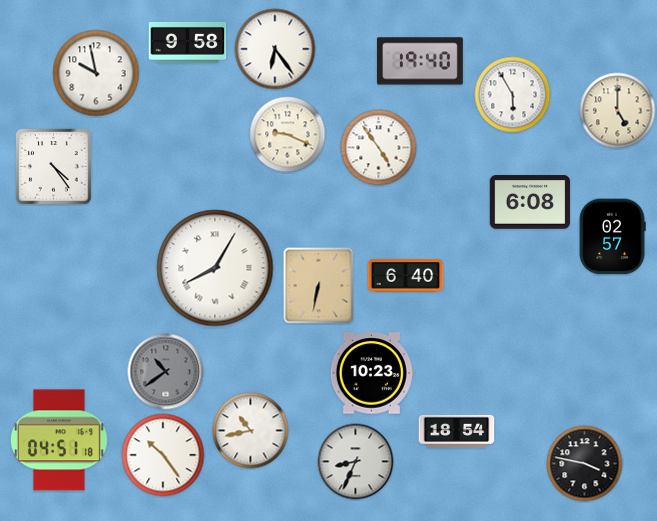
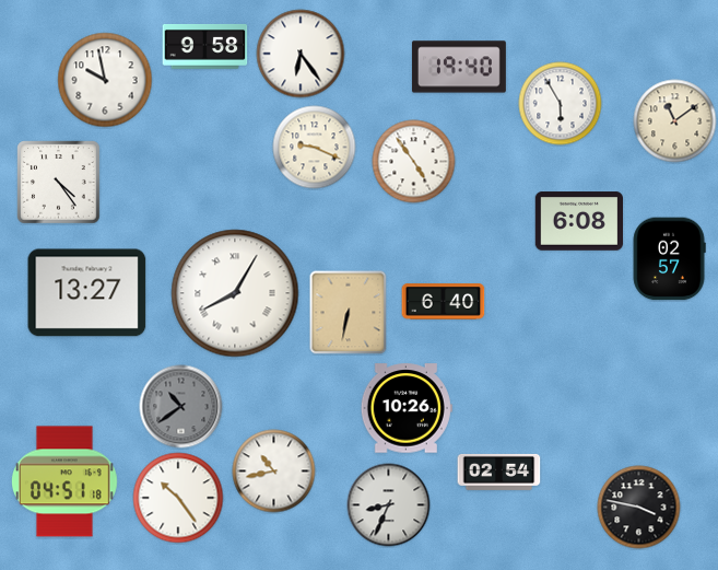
clock at (618, 111): 5:00 -> 11:09
clock at (87, 293): none -> 13:27
clock at (372, 373): 10:23 -> 10:26
clock at (457, 431): 18:54 -> 02:54
